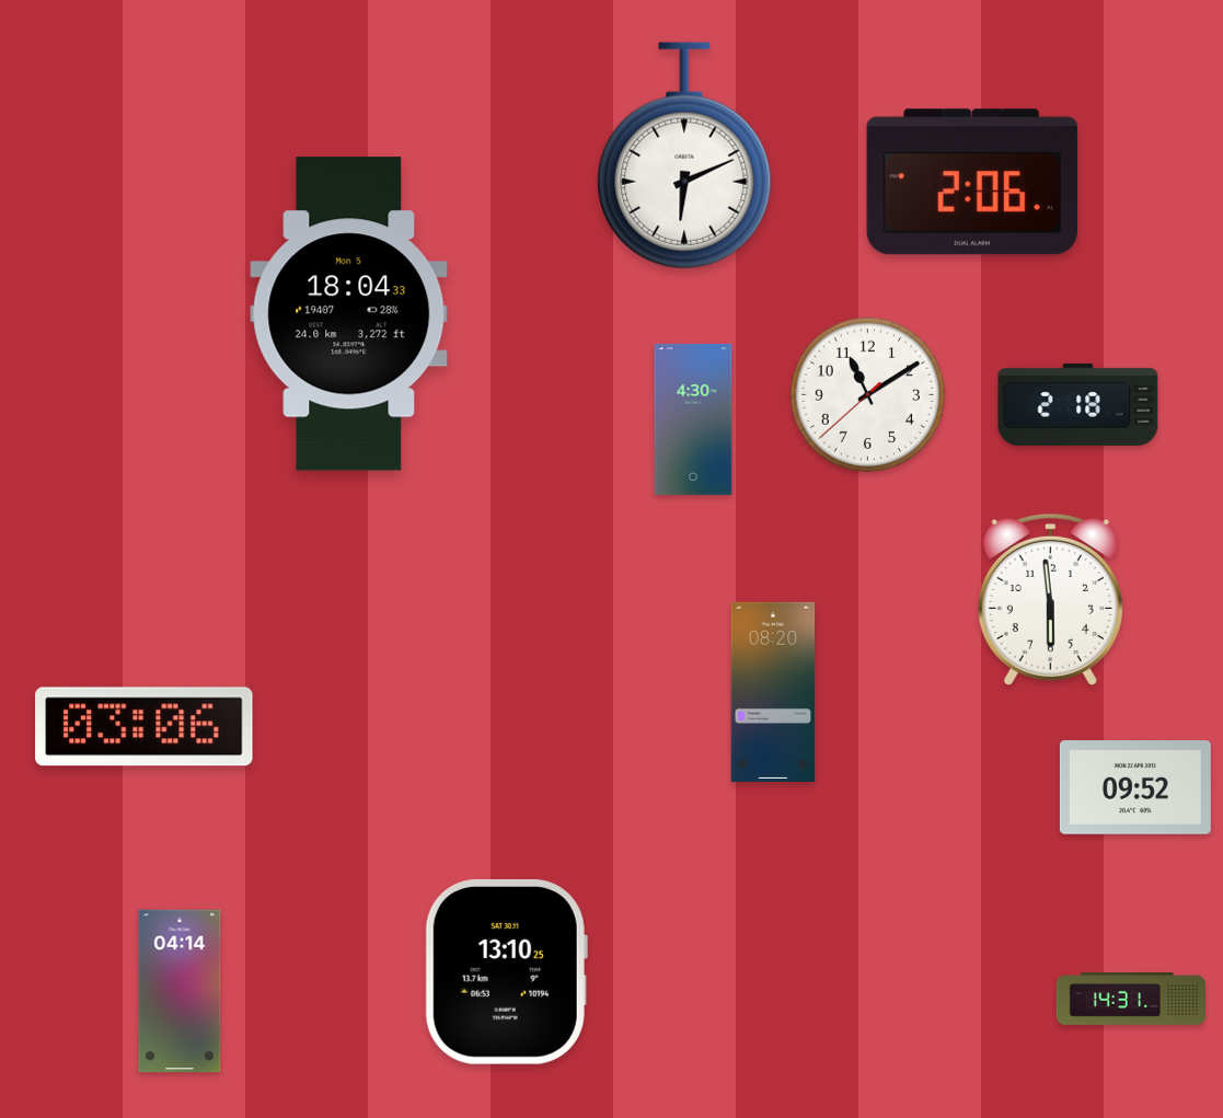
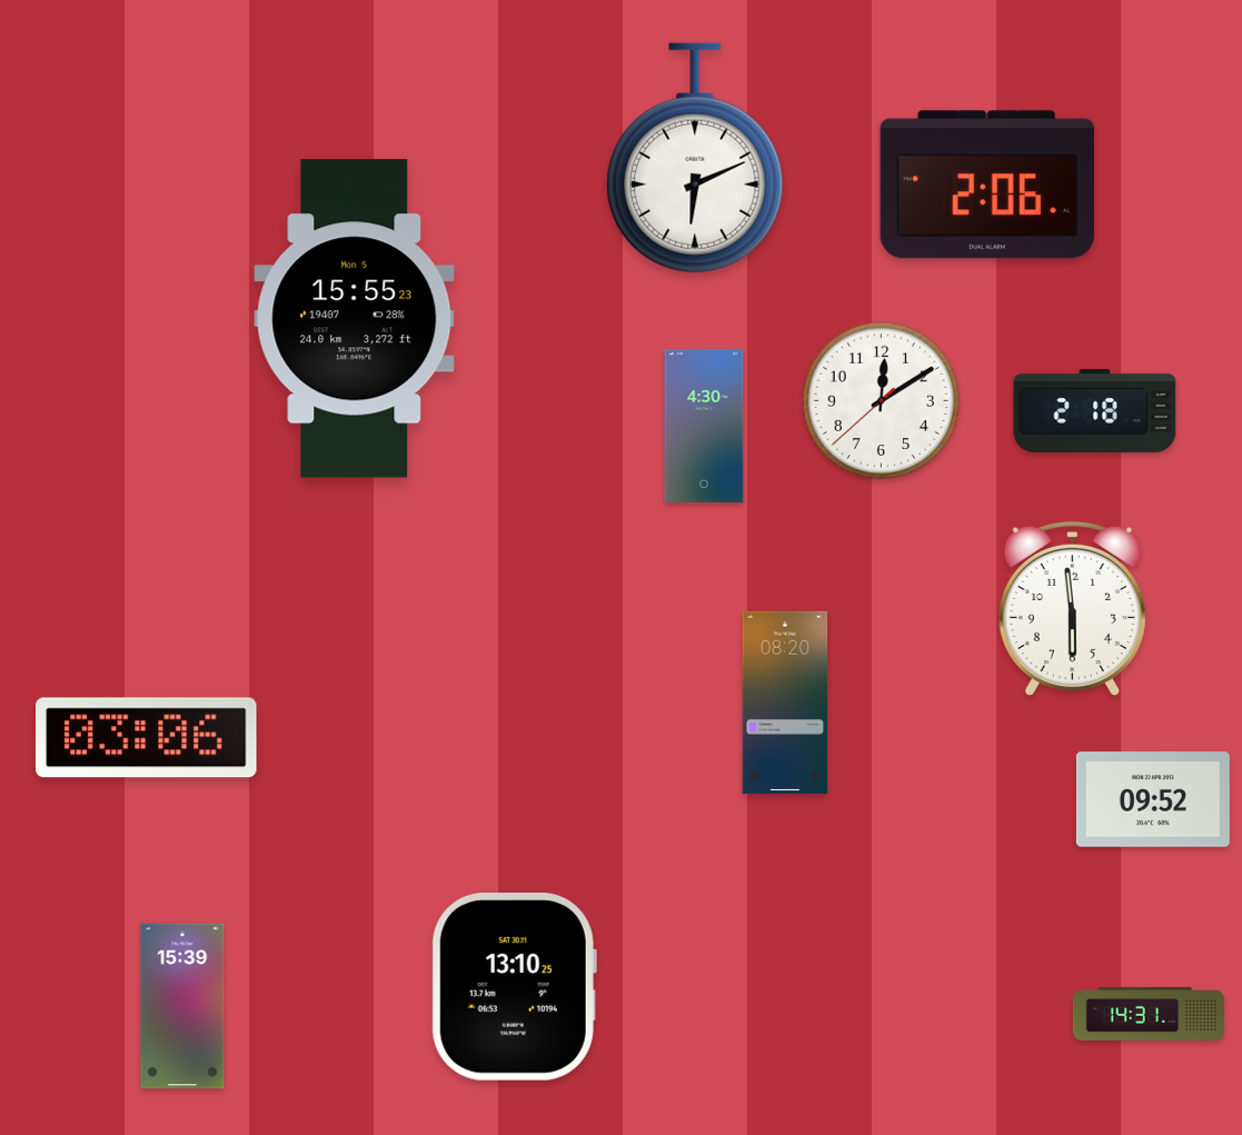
clock at (349, 314): 18:04 -> 15:55
clock at (867, 394): 11:09 -> 12:09
clock at (1050, 599) position: (1050, 599) -> (1072, 608)
clock at (180, 991): 04:14 -> 15:39
